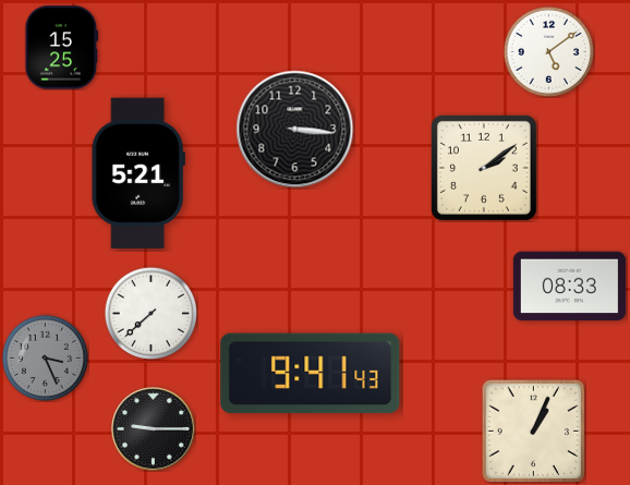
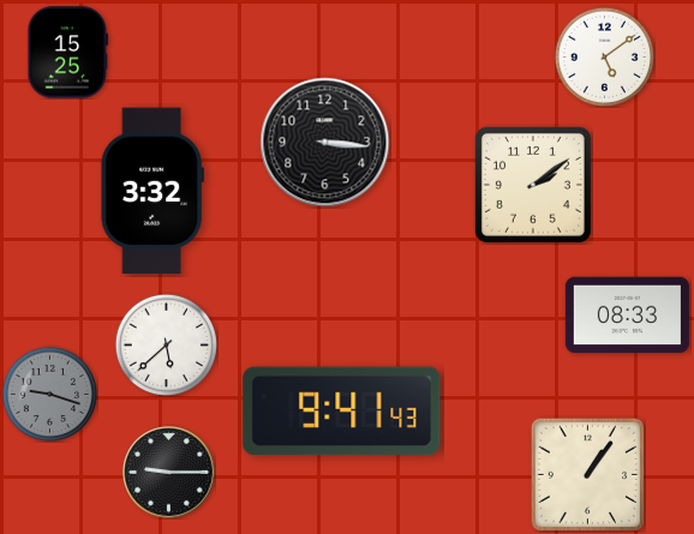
clock at (138, 173): 5:21 -> 3:32
clock at (150, 313): 7:38 -> 5:38
clock at (45, 357): 3:26 -> 9:18
clock at (533, 431): 1:04 -> 1:06
